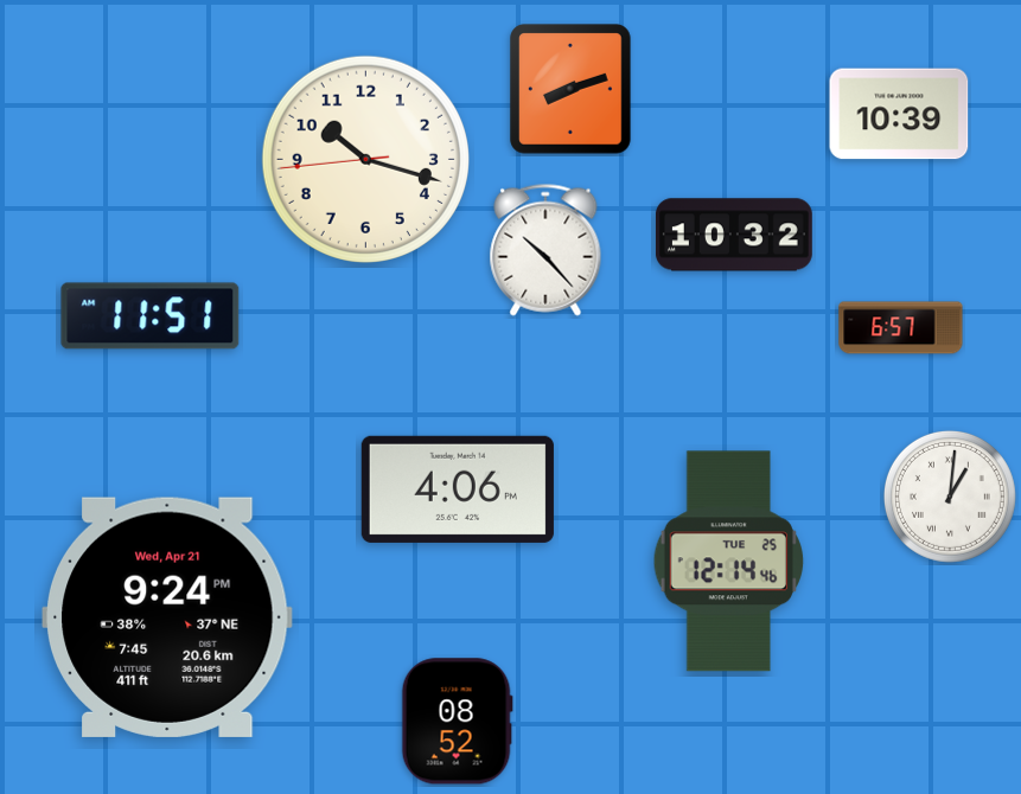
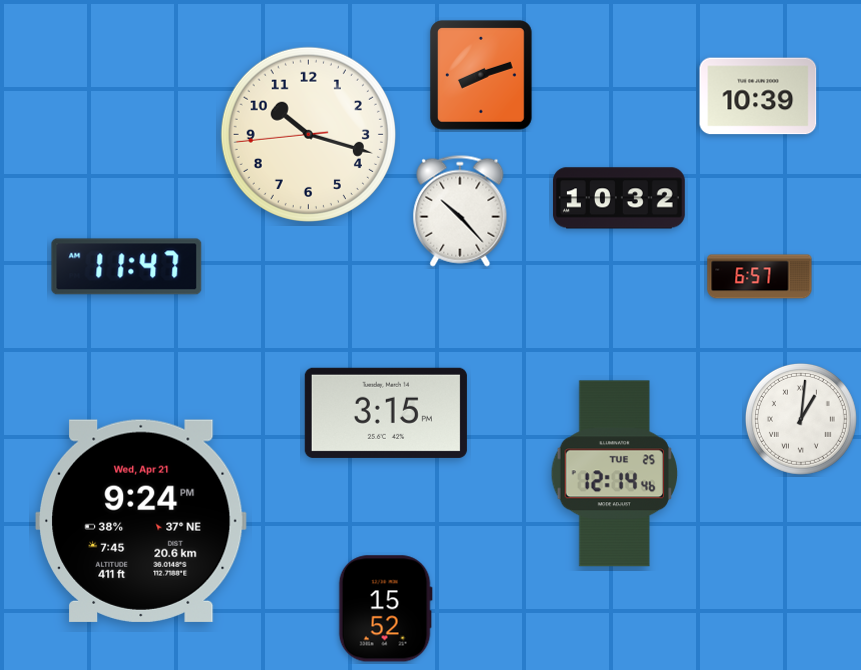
clock at (151, 316): 11:51 -> 11:47
clock at (458, 489): 4:06 -> 3:15
clock at (457, 722): 08:52 -> 15:52
